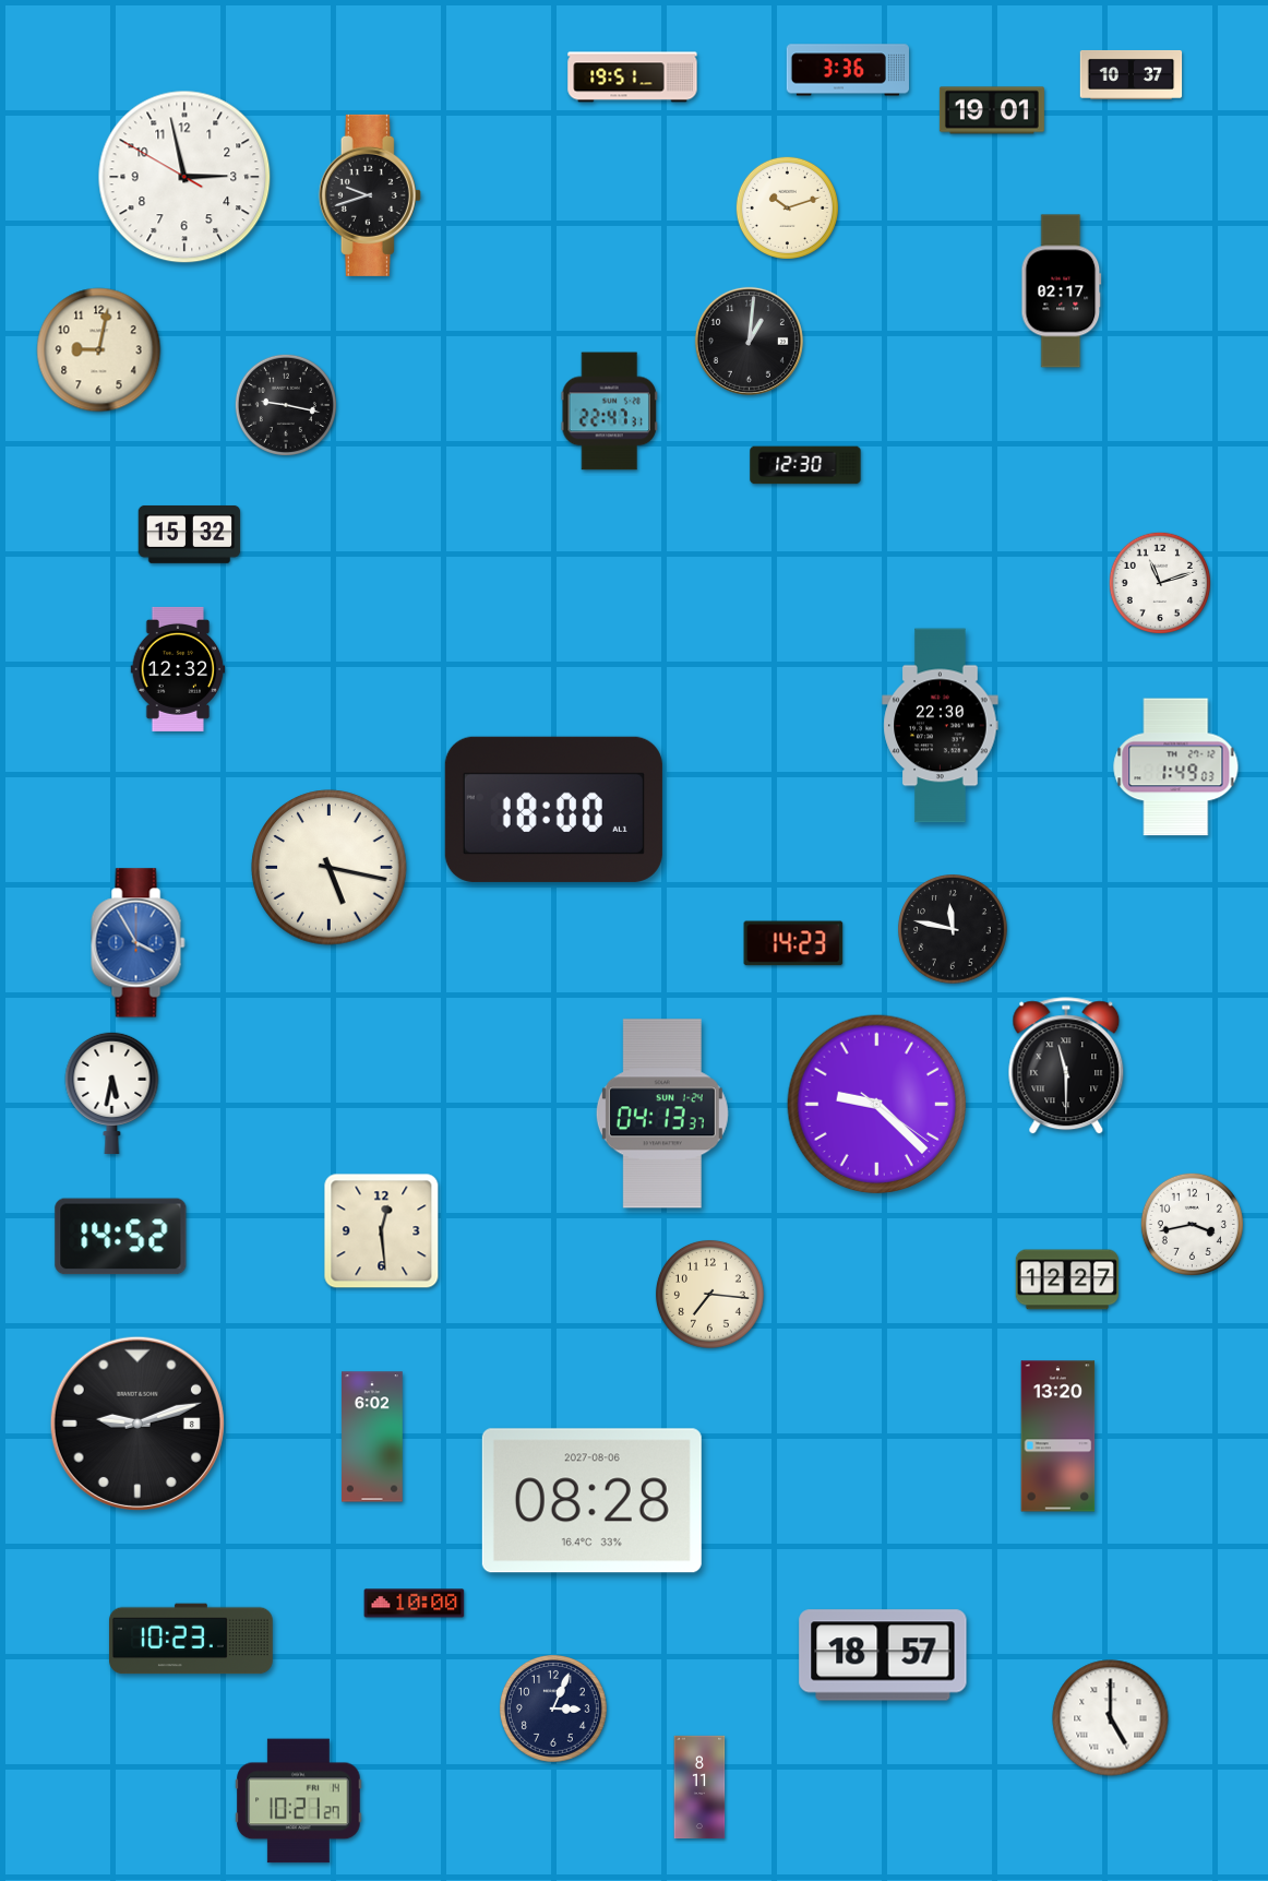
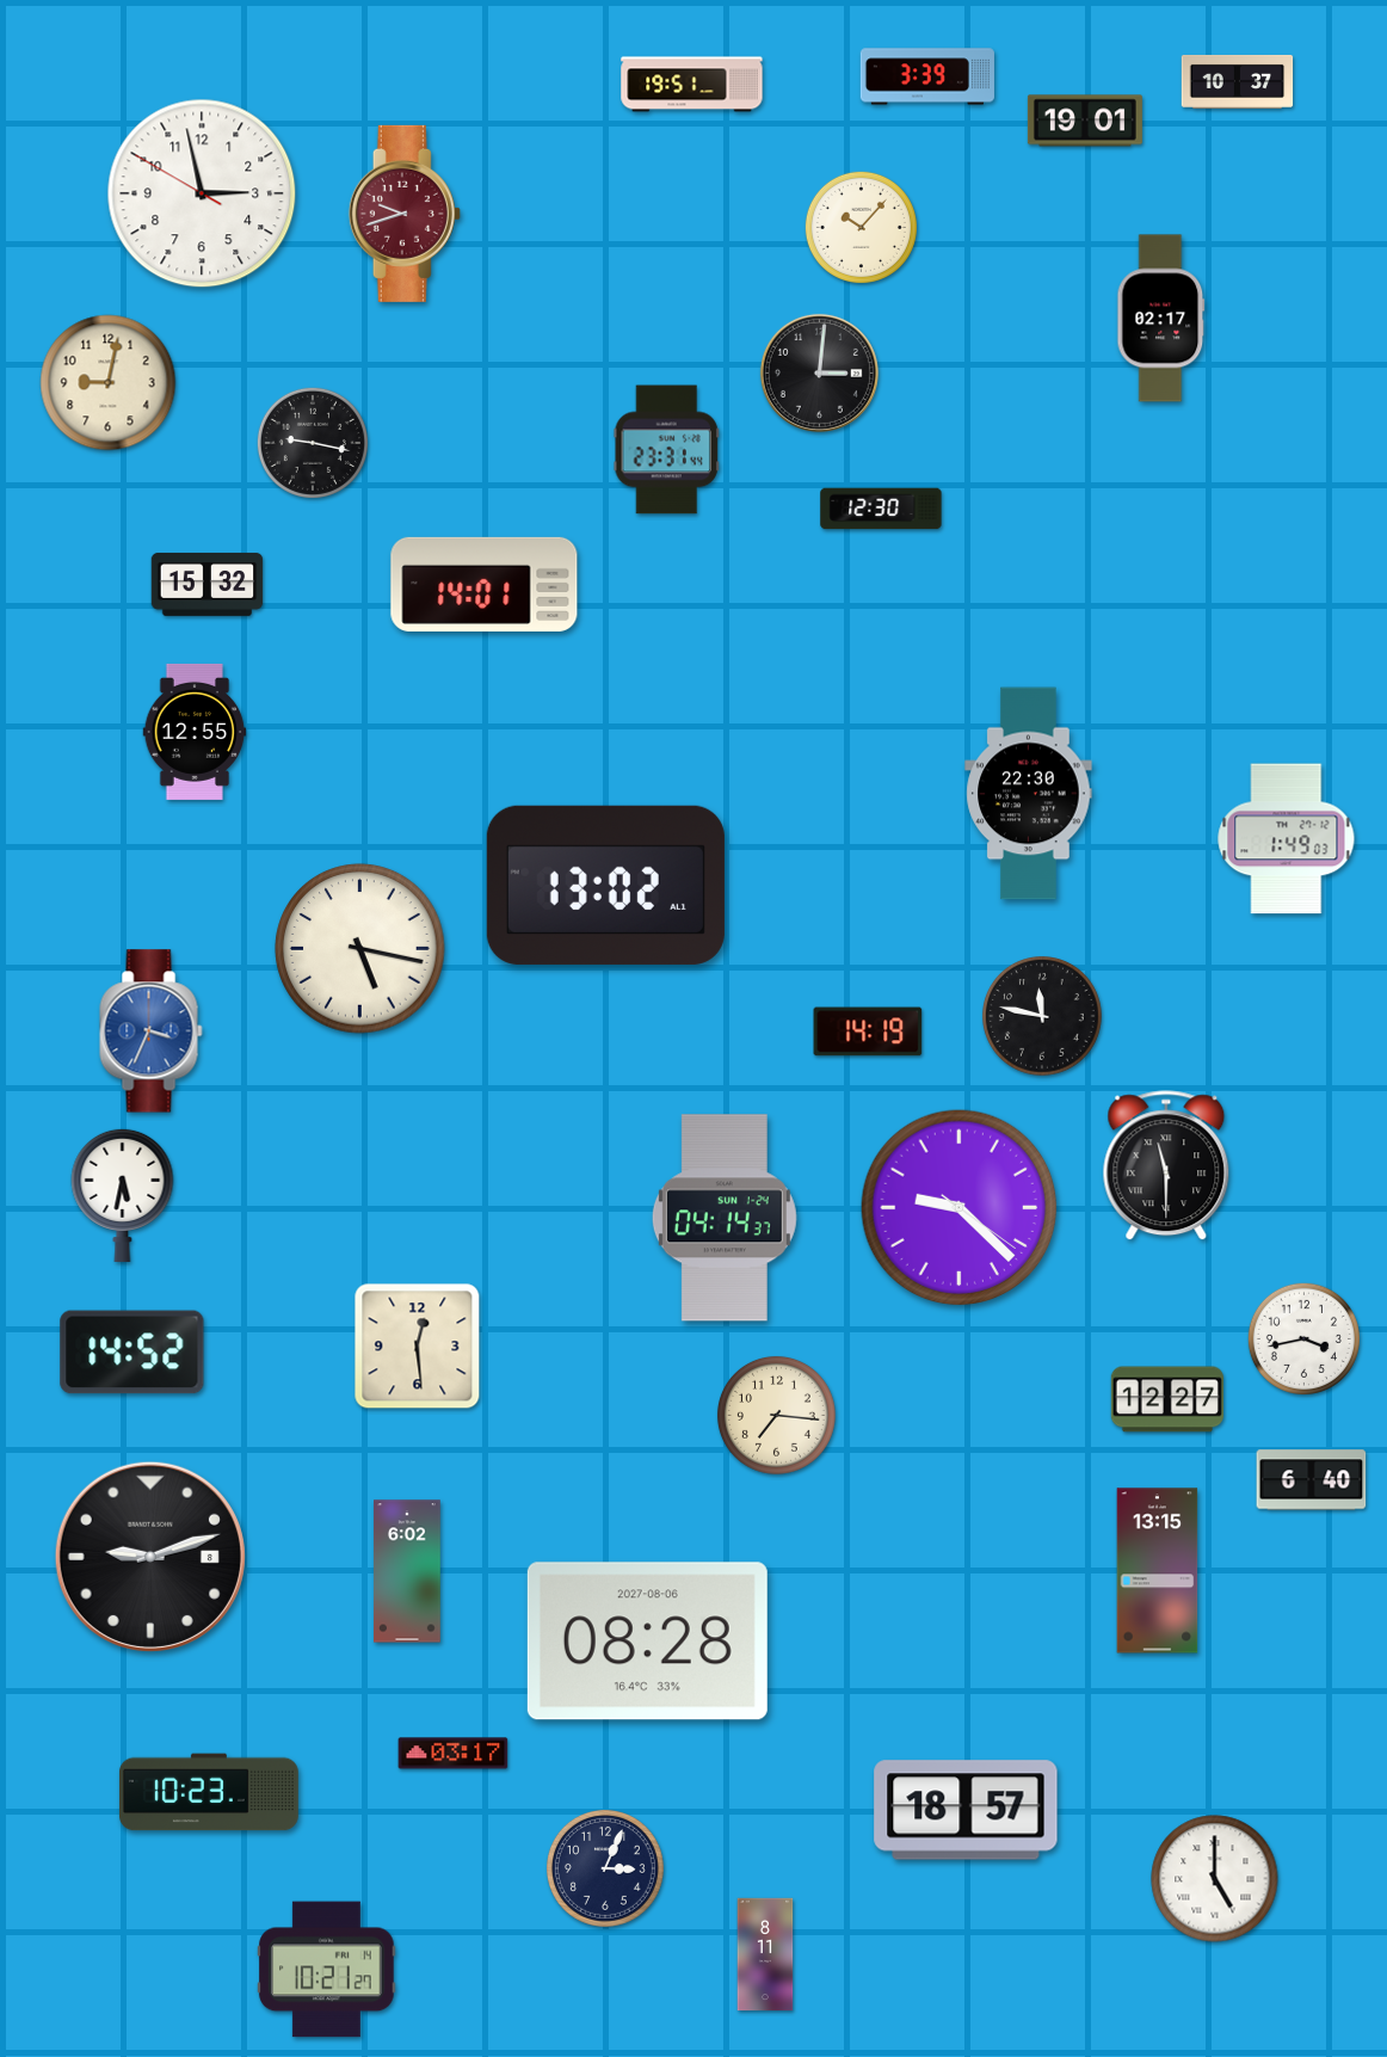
clock at (848, 70): 3:36 -> 3:39
clock at (370, 195) dial: black -> burgundy
clock at (787, 207): 10:12 -> 10:07
clock at (749, 341): 1:01 -> 3:01
clock at (609, 412): 22:47 -> 23:31
clock at (485, 584): none -> 14:01
clock at (1160, 583): 11:12 -> none
clock at (178, 669): 12:32 -> 12:55
clock at (553, 809): 18:00 -> 13:02
clock at (139, 943): 3:55 -> 3:34
clock at (793, 943): 14:23 -> 14:19
clock at (662, 1114): 04:13 -> 04:14
clock at (1312, 1480): none -> 6:40
clock at (1058, 1437): 13:20 -> 13:15
clock at (415, 1604): 10:00 -> 03:17
